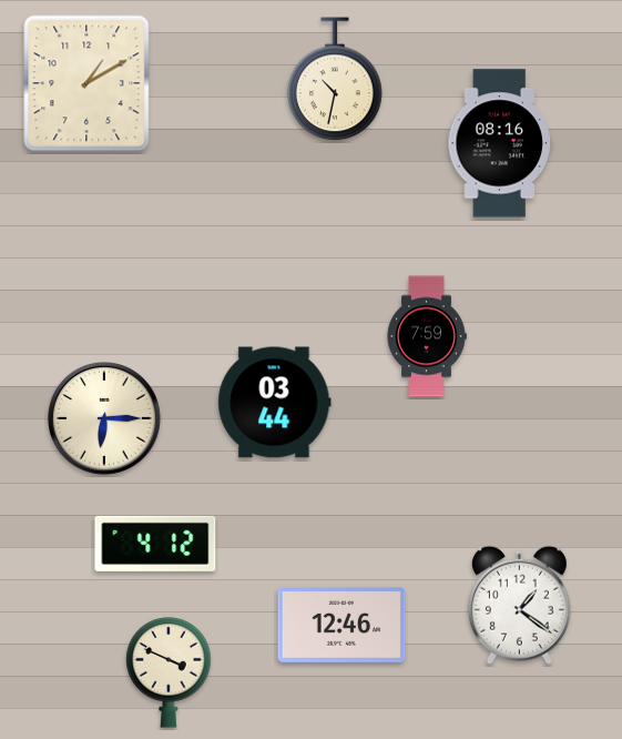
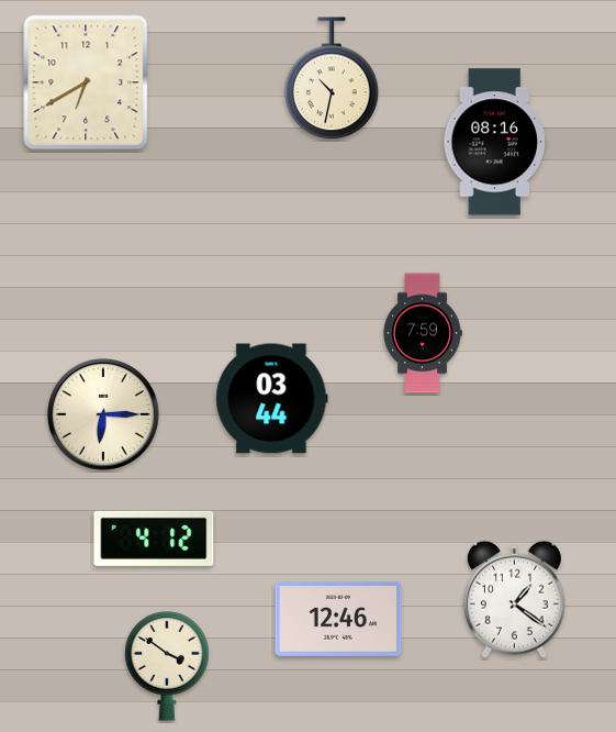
clock at (86, 83): 1:10 -> 6:40
clock at (169, 672): 3:49 -> 3:51
